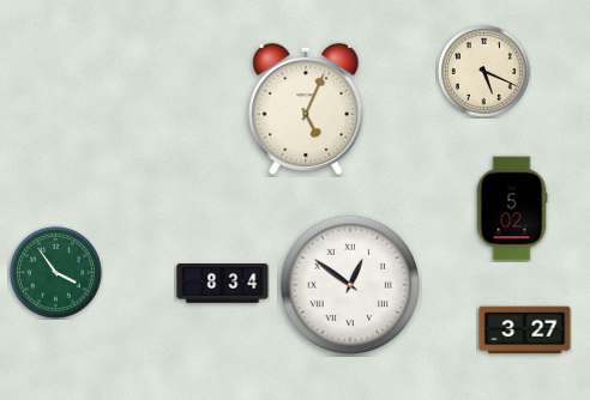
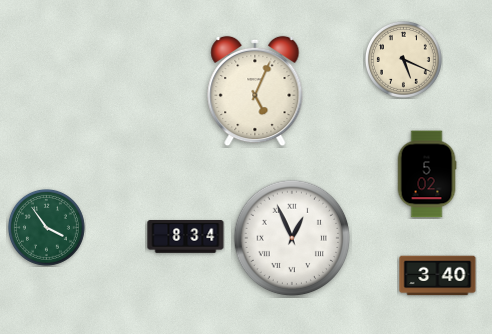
clock at (350, 285): 12:51 -> 12:56
clock at (525, 331): 3:27 -> 3:40
